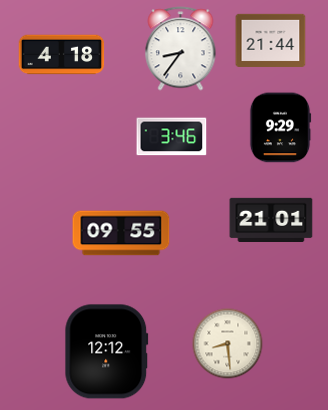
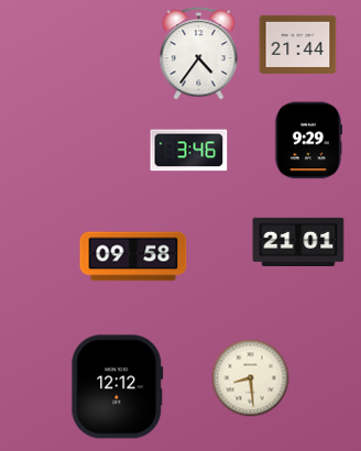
clock at (181, 49): 8:36 -> 4:36
clock at (62, 55): 4:18 -> none
clock at (121, 233): 09:55 -> 09:58
